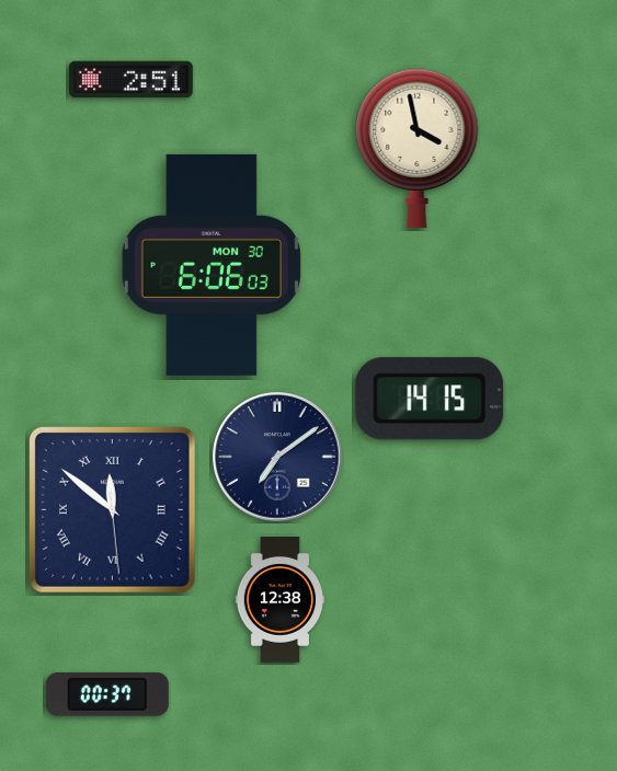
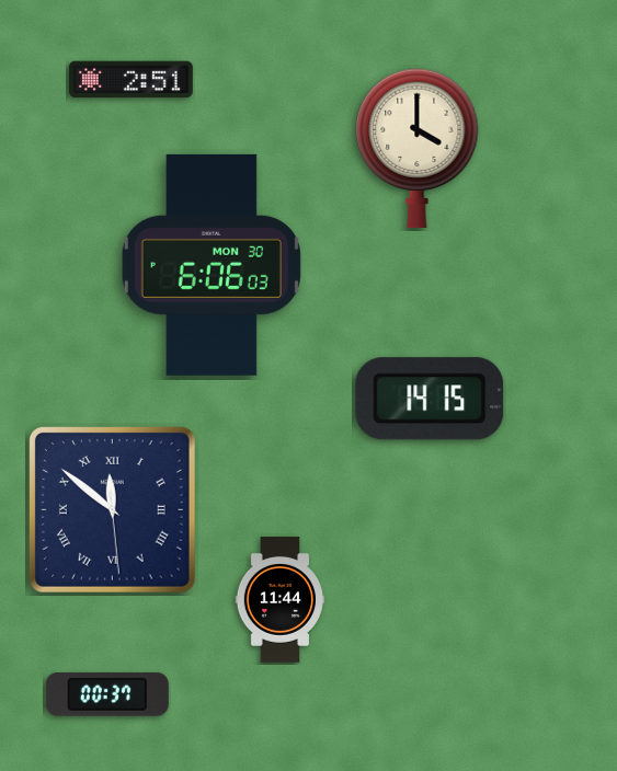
clock at (418, 149): 3:58 -> 4:00
clock at (277, 457): 7:09 -> none
clock at (281, 600): 12:38 -> 11:44
